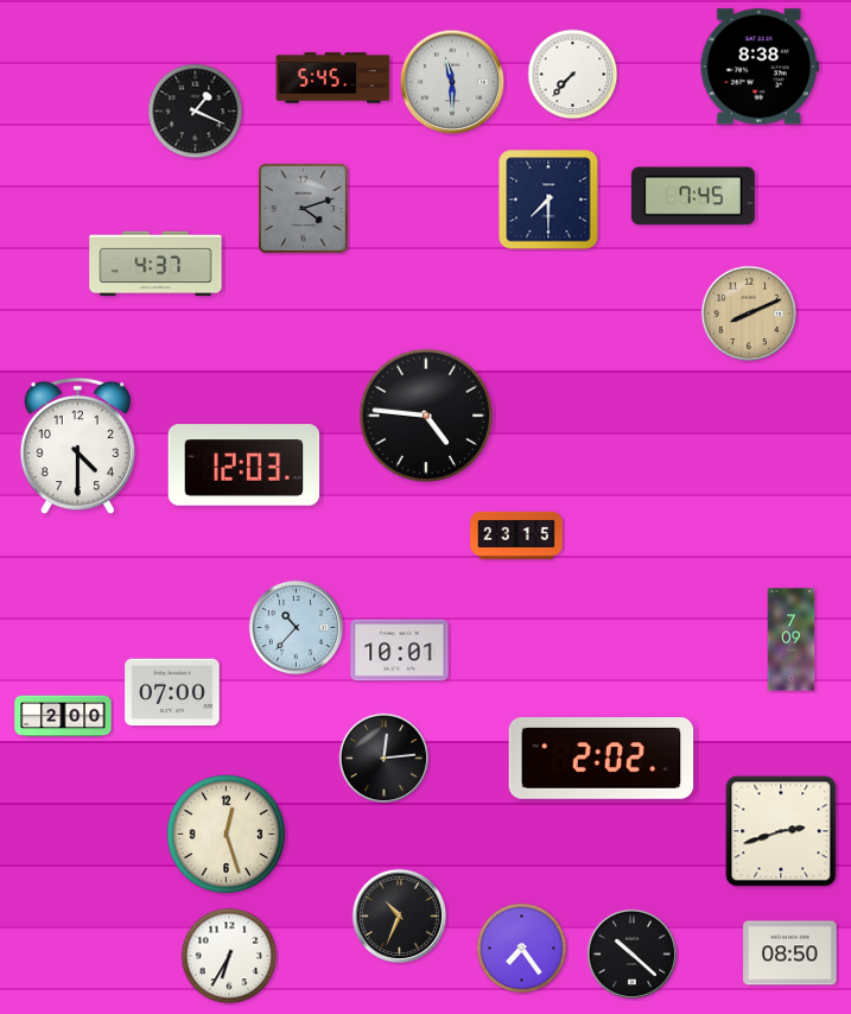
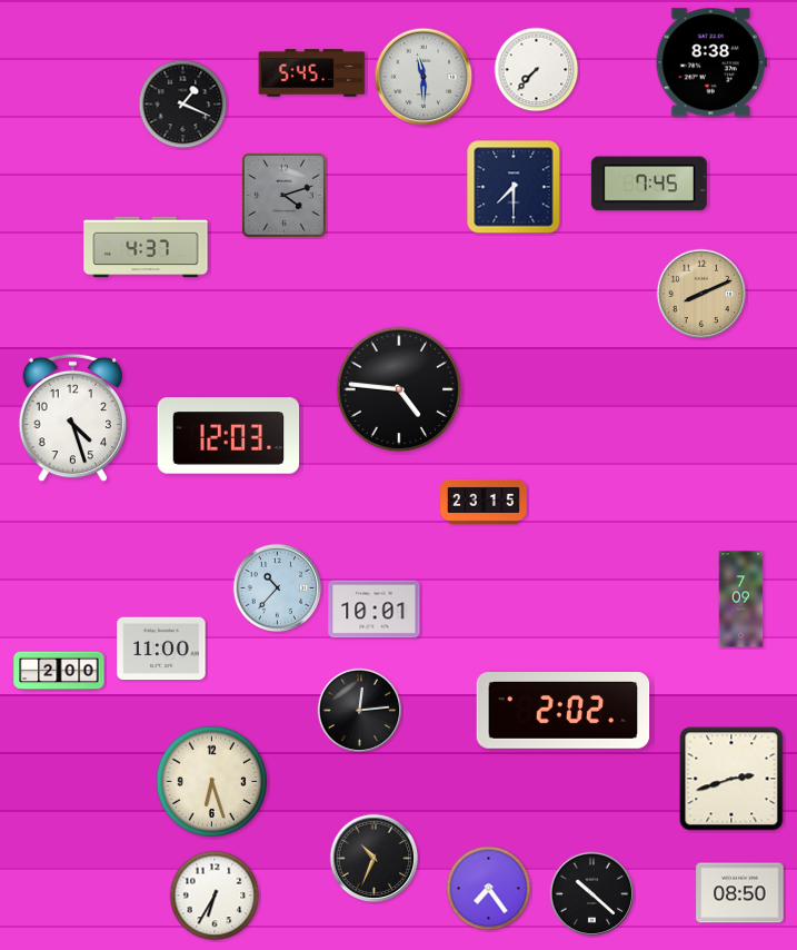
clock at (78, 446): 4:30 -> 4:27
clock at (172, 692): 07:00 -> 11:00
clock at (227, 835): 12:27 -> 6:27
